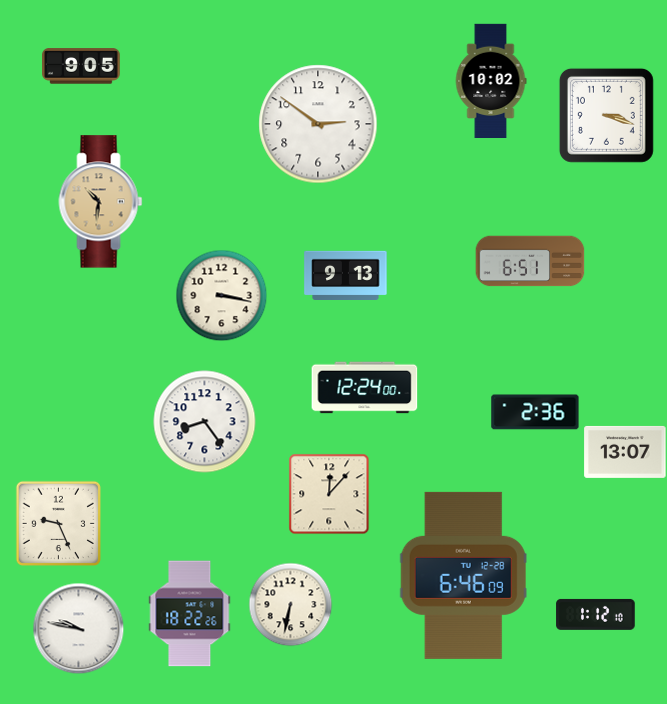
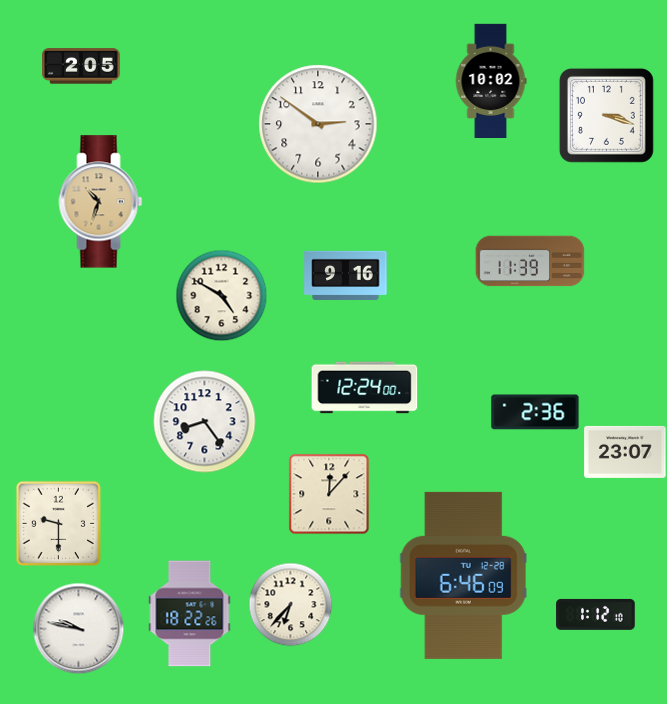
clock at (81, 66): 9:05 -> 2:05
clock at (101, 202): 10:31 -> 10:33
clock at (530, 261): 6:51 -> 11:39
clock at (346, 275): 9:13 -> 9:16
clock at (221, 295): 3:17 -> 4:50
clock at (625, 452): 13:07 -> 23:07
clock at (58, 523): 9:26 -> 9:30
clock at (290, 604): 6:32 -> 6:37
